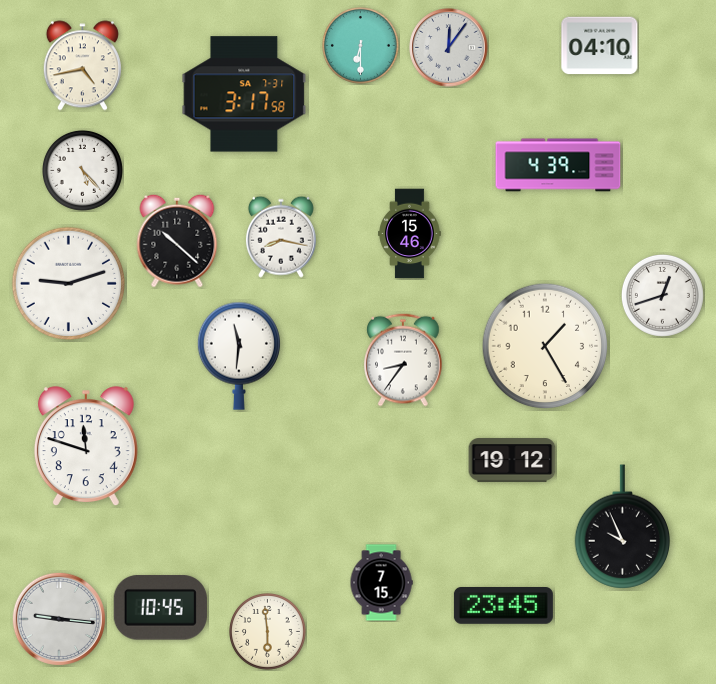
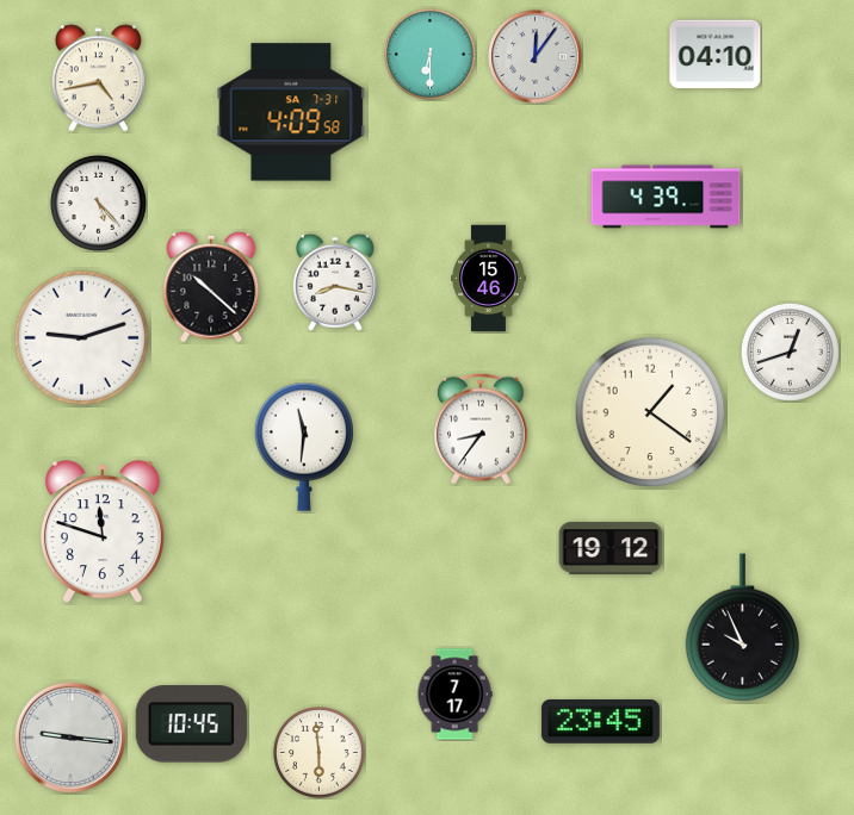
clock at (244, 94): 3:17 -> 4:09
clock at (545, 346): 1:25 -> 1:21
clock at (239, 356) position: (239, 356) -> (304, 447)
clock at (381, 583): 7:15 -> 7:17
